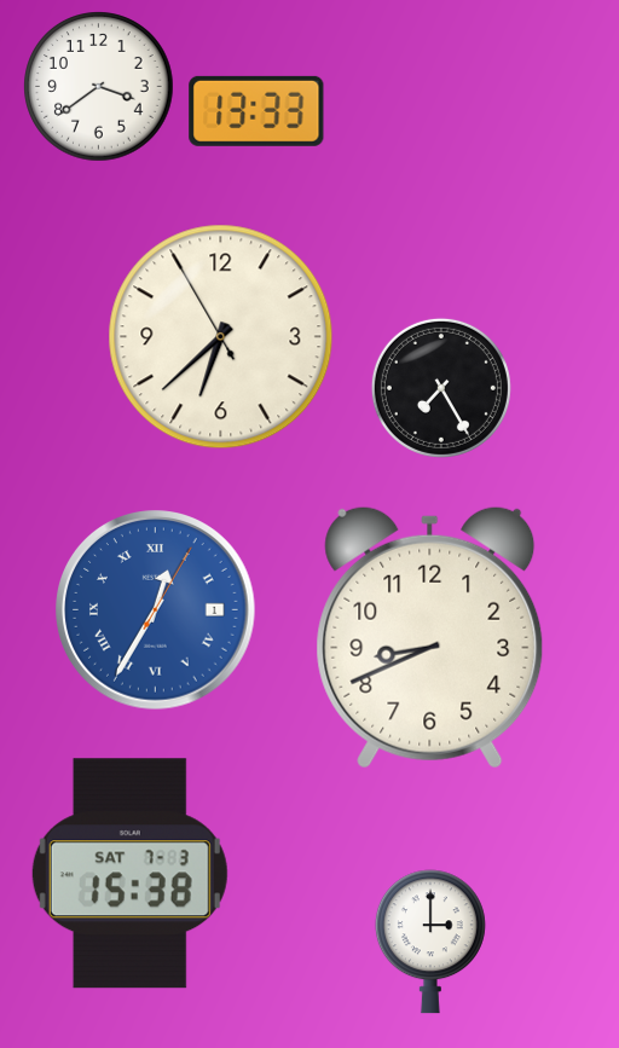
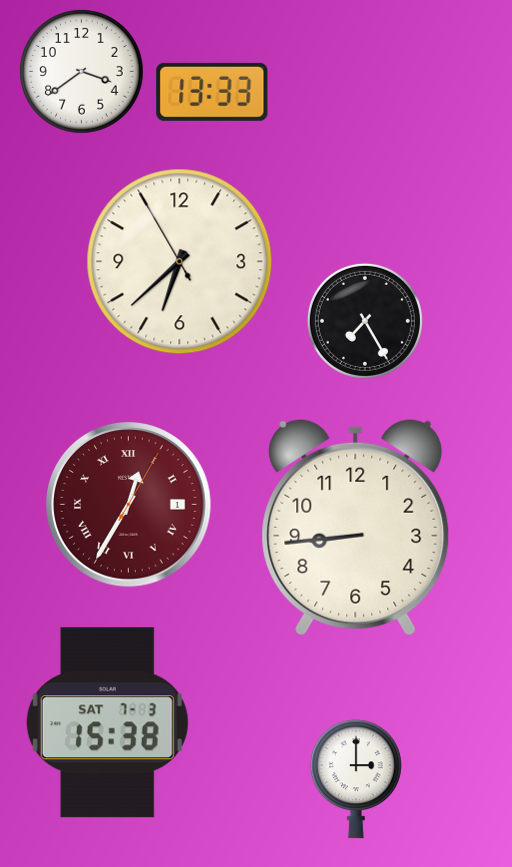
clock at (221, 337) position: (221, 337) -> (180, 262)
clock at (156, 610) dial: blue -> burgundy
clock at (430, 637): 8:41 -> 8:44
